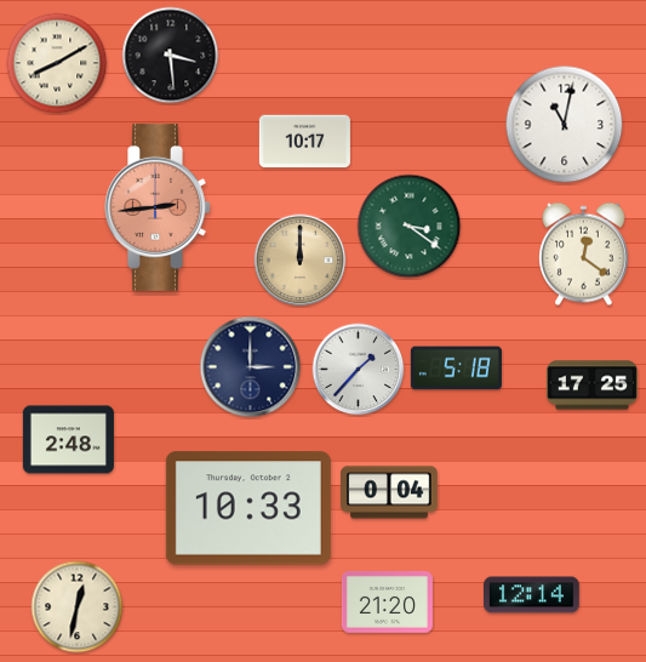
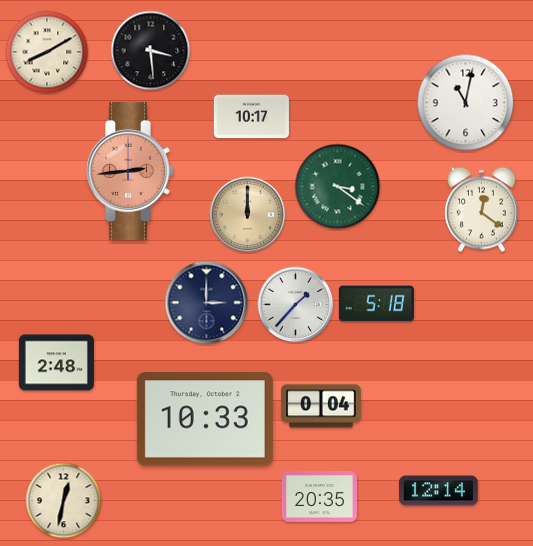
clock at (171, 56) position: (171, 56) -> (151, 51)
clock at (591, 386): 17:25 -> none
clock at (387, 603): 21:20 -> 20:35
